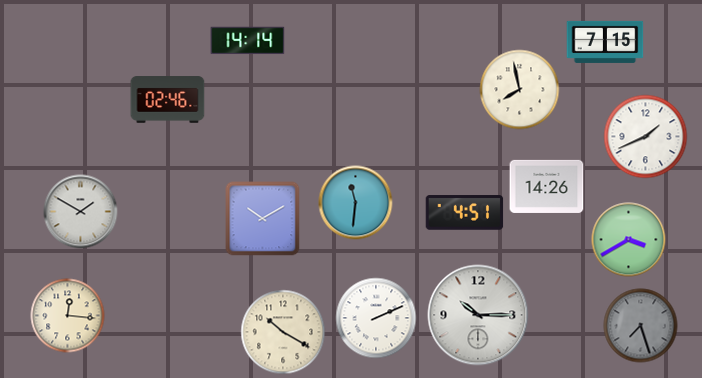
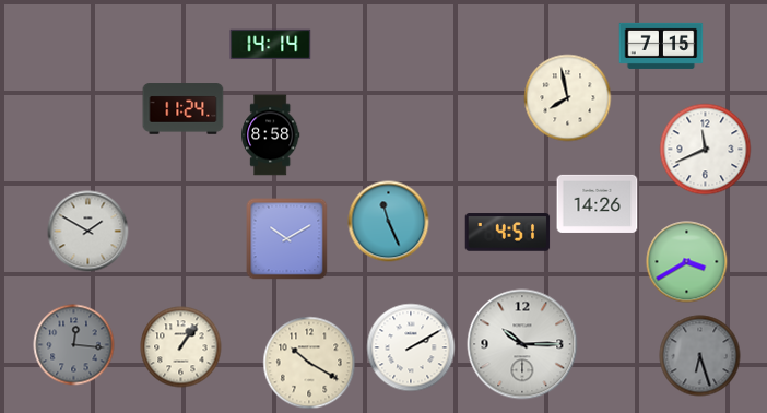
clock at (168, 100): 02:46 -> 11:24
clock at (271, 135): none -> 8:58
clock at (646, 137): 1:41 -> 11:41
clock at (356, 203): 11:31 -> 11:26
clock at (68, 316) dial: cream -> grey
clock at (181, 347): none -> 1:06
clock at (376, 318): 2:11 -> 2:10
clock at (641, 326): 7:27 -> 6:27
